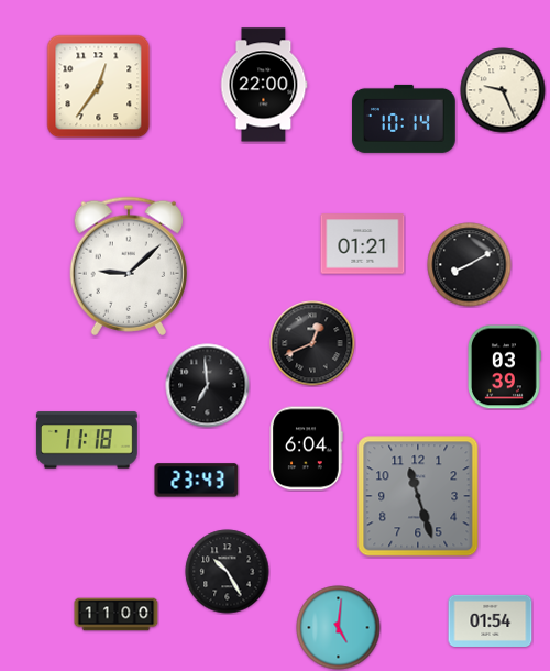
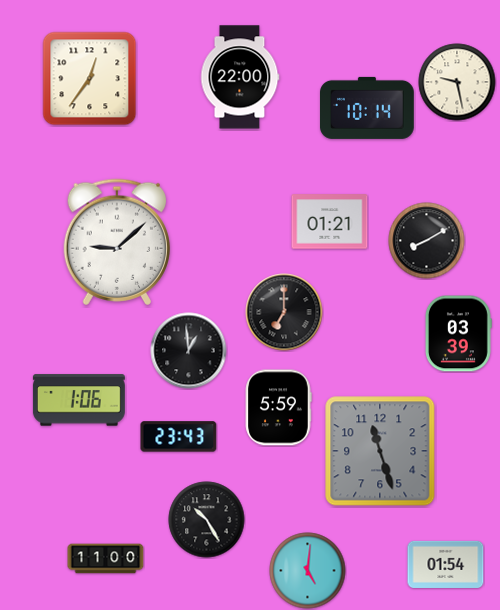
clock at (503, 90): 9:26 -> 9:28
clock at (312, 343): 12:41 -> 7:00
clock at (208, 386): 6:59 -> 12:59
clock at (87, 440): 11:18 -> 1:06
clock at (306, 449): 6:04 -> 5:59
